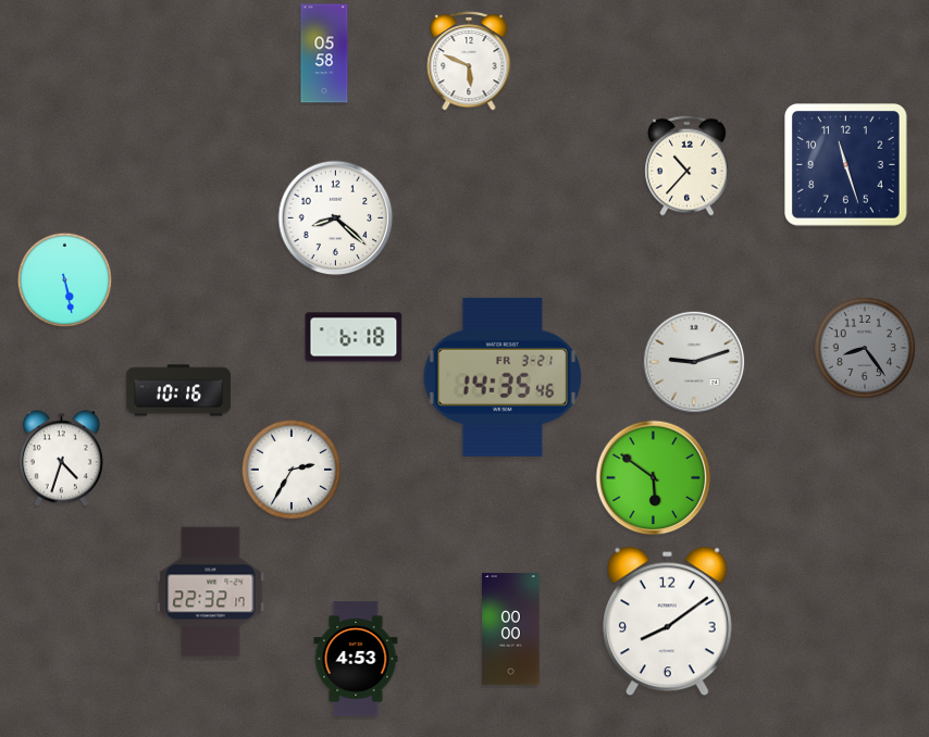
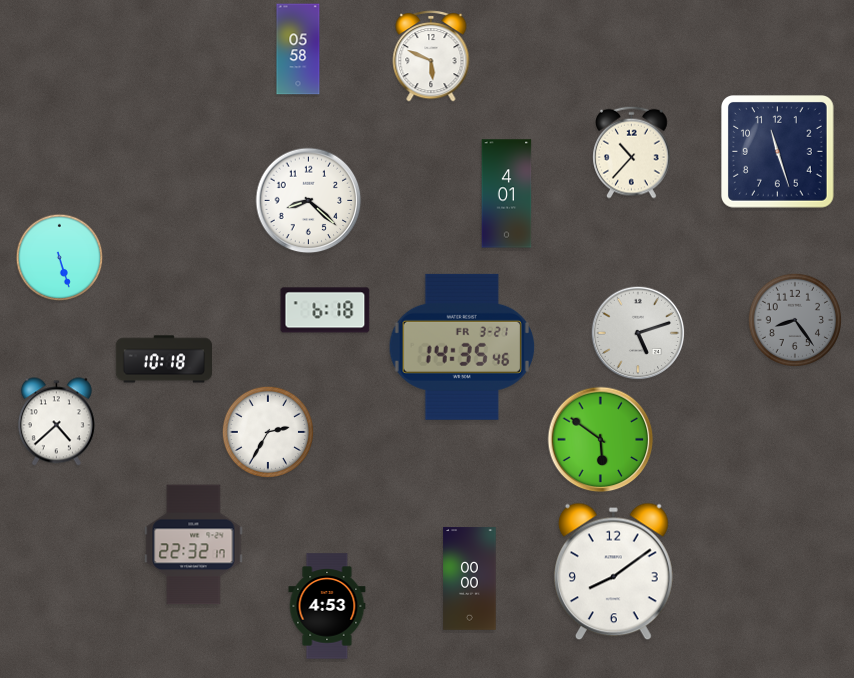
clock at (507, 194): none -> 4:01
clock at (65, 280): 5:28 -> 5:27
clock at (694, 362): 9:12 -> 5:12
clock at (177, 390): 10:16 -> 10:18
clock at (61, 459): 4:33 -> 4:38
